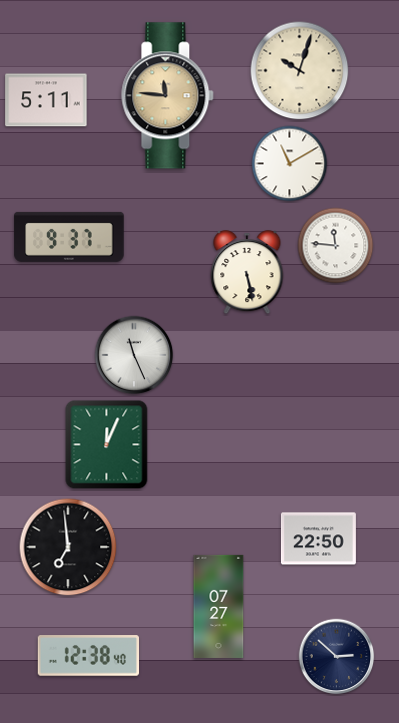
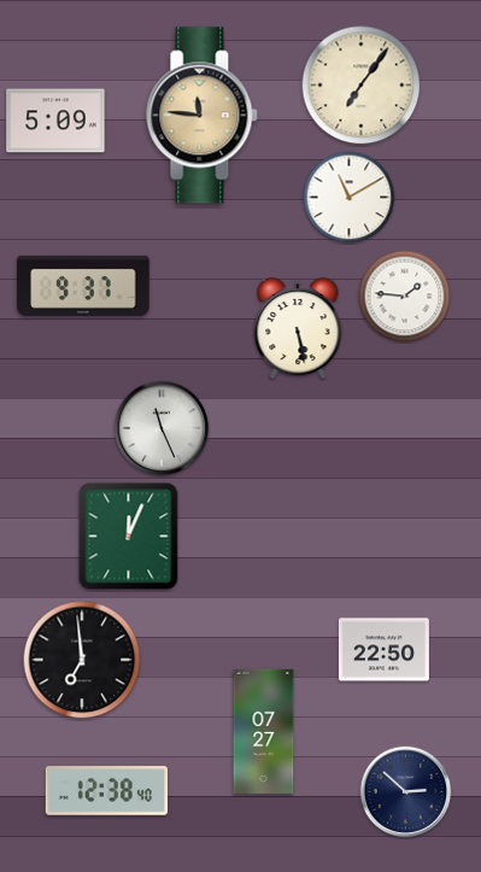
clock at (300, 71): 10:03 -> 7:06
clock at (46, 100): 5:11 -> 5:09
clock at (336, 246): 11:46 -> 1:46
